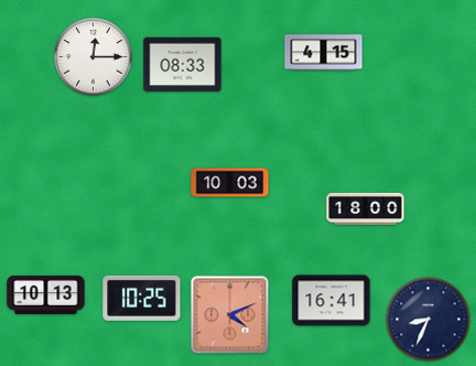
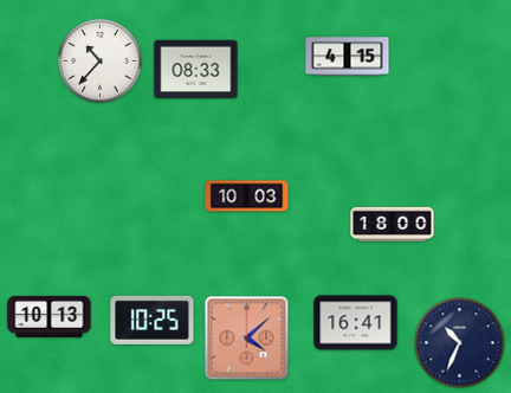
clock at (94, 57): 12:15 -> 10:37
clock at (230, 315): 4:11 -> 4:08
clock at (429, 320): 8:34 -> 10:34
